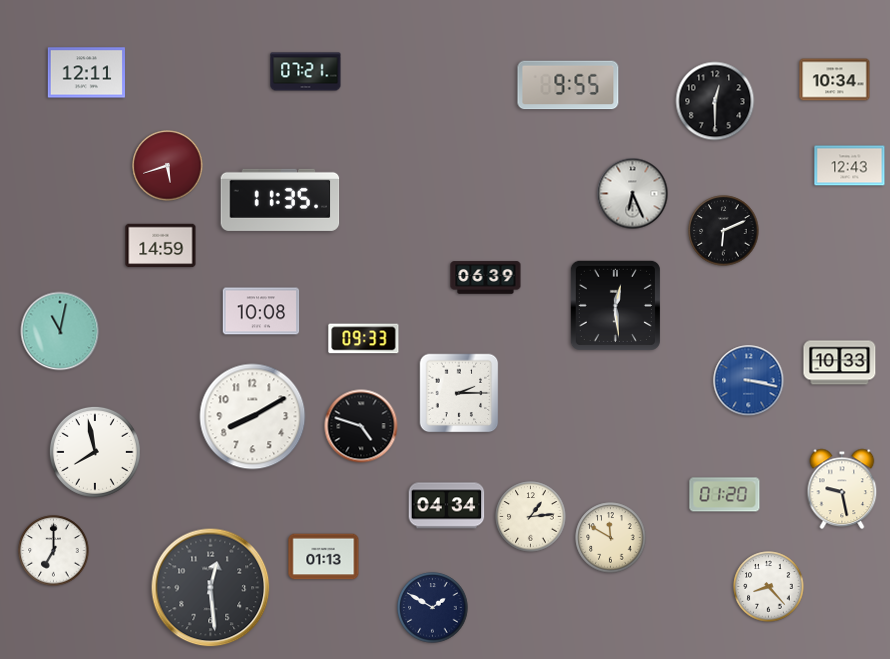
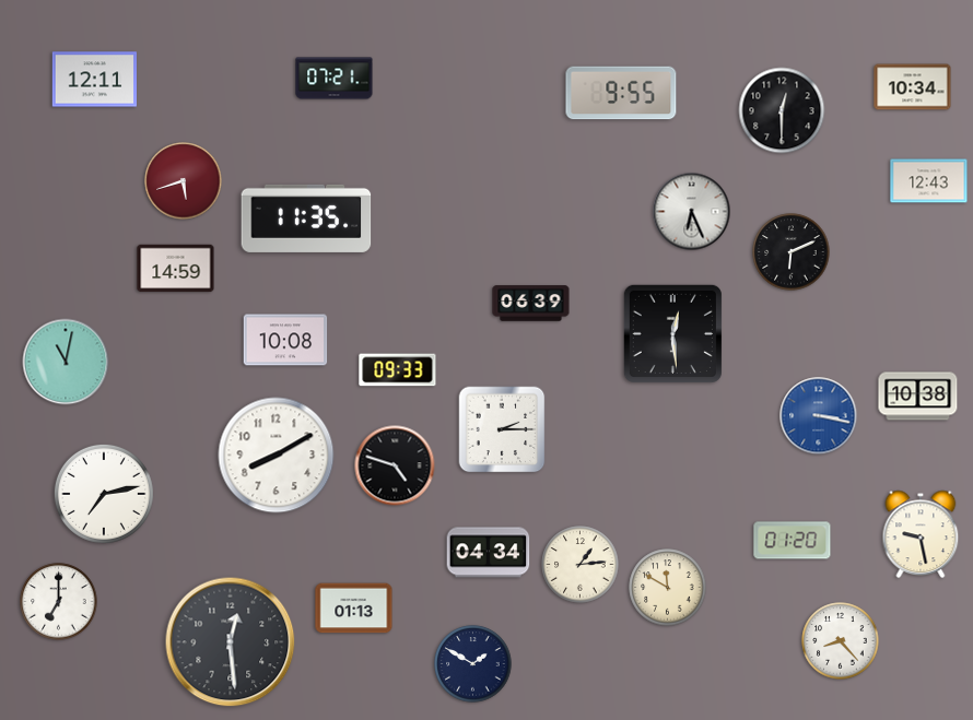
clock at (840, 363): 10:33 -> 10:38
clock at (95, 452): 7:58 -> 7:13
